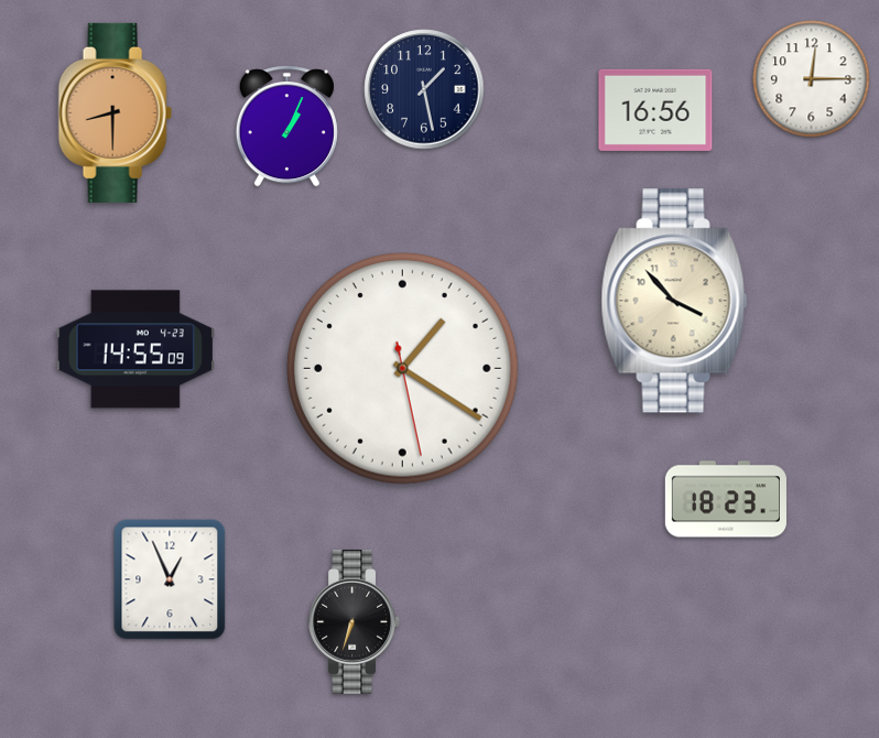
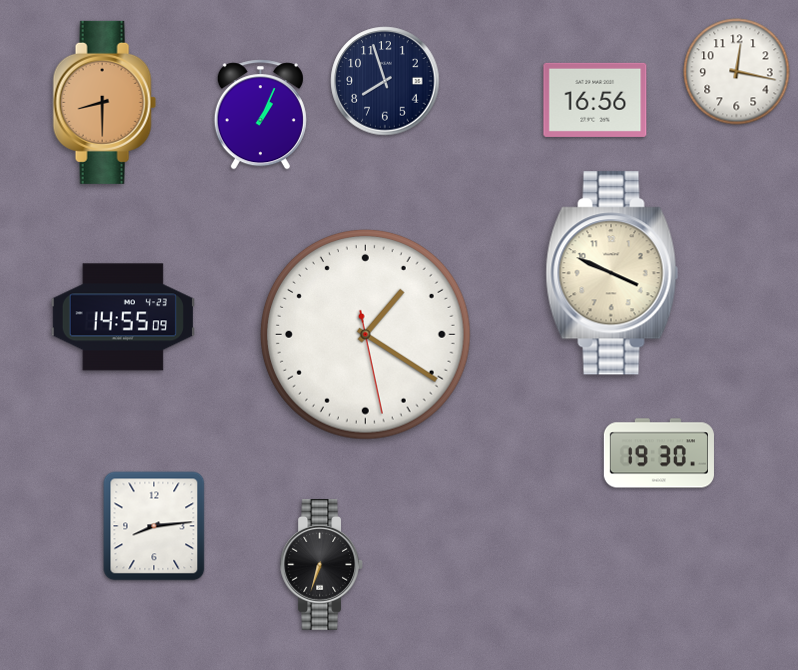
clock at (812, 79): 12:15 -> 12:17
clock at (424, 89): 1:28 -> 7:57
clock at (674, 301): 3:53 -> 3:49
clock at (726, 499): 18:23 -> 19:30
clock at (170, 579): 12:56 -> 8:14
